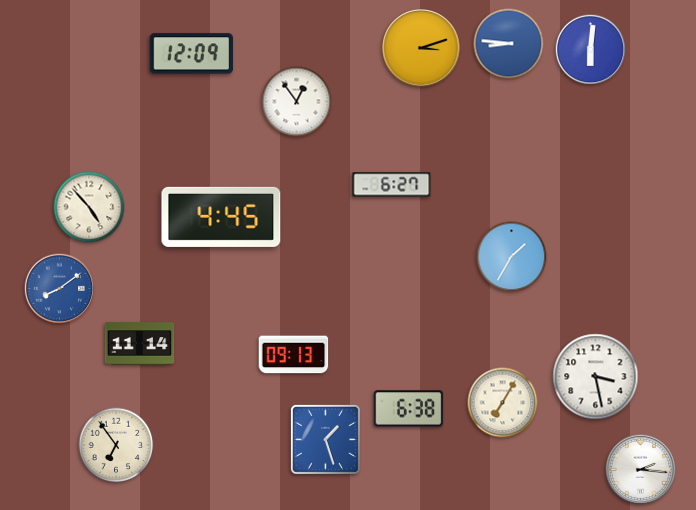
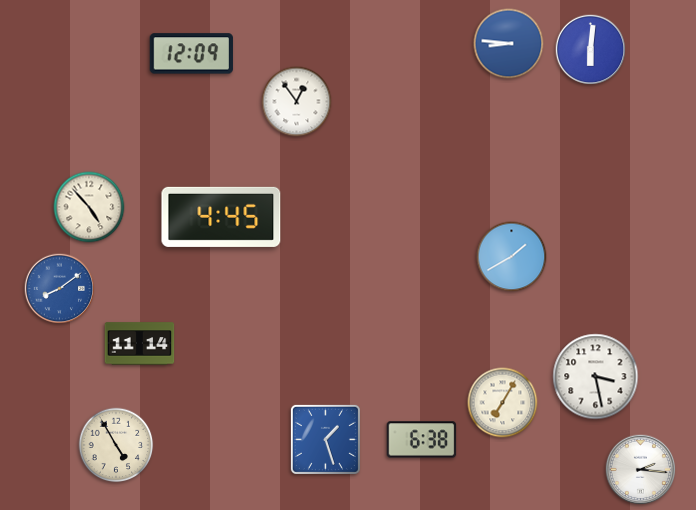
clock at (421, 48): 3:12 -> none
clock at (392, 185): 6:27 -> none
clock at (512, 257): 1:35 -> 1:40
clock at (294, 355): 09:13 -> none
clock at (409, 409) position: (409, 409) -> (422, 440)
clock at (116, 445): 6:54 -> 4:55
